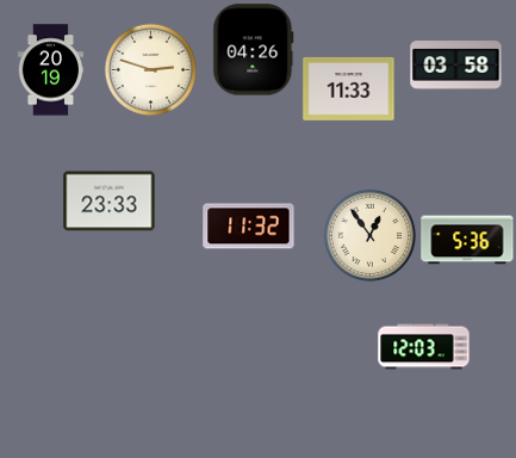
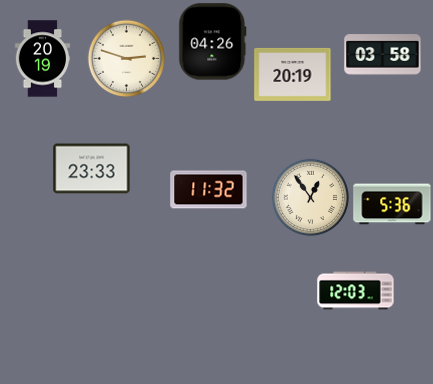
clock at (349, 88): 11:33 -> 20:19
clock at (467, 240) position: (467, 240) -> (392, 204)
